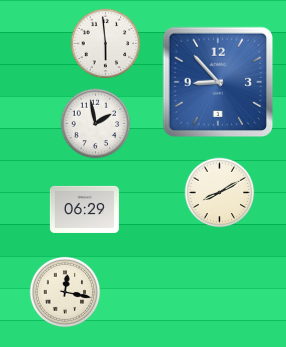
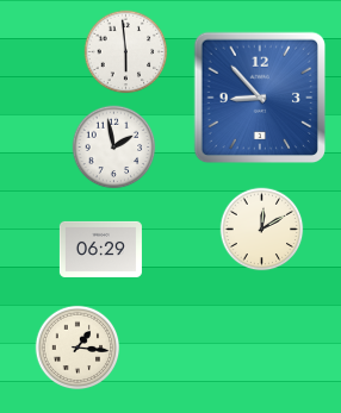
clock at (220, 193): 8:10 -> 12:10
clock at (65, 292): 12:17 -> 1:16
